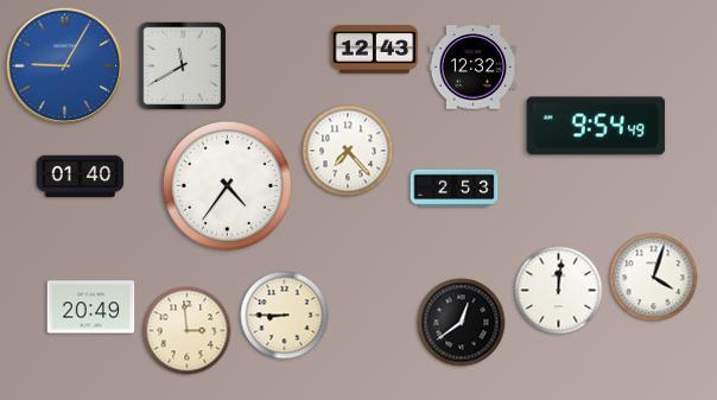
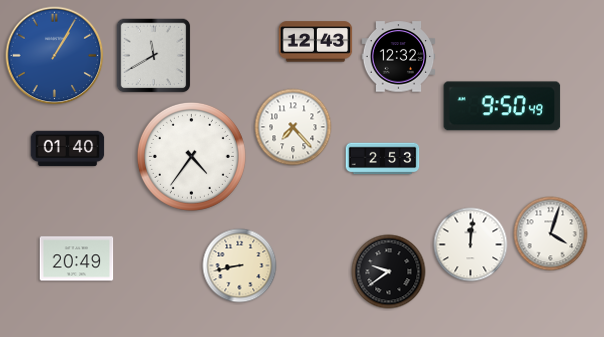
clock at (65, 66): 9:05 -> 1:05
clock at (596, 126): 9:54 -> 9:50
clock at (285, 316): 8:45 -> 8:43
clock at (462, 323): 12:39 -> 9:39
clock at (188, 331): 2:59 -> none
